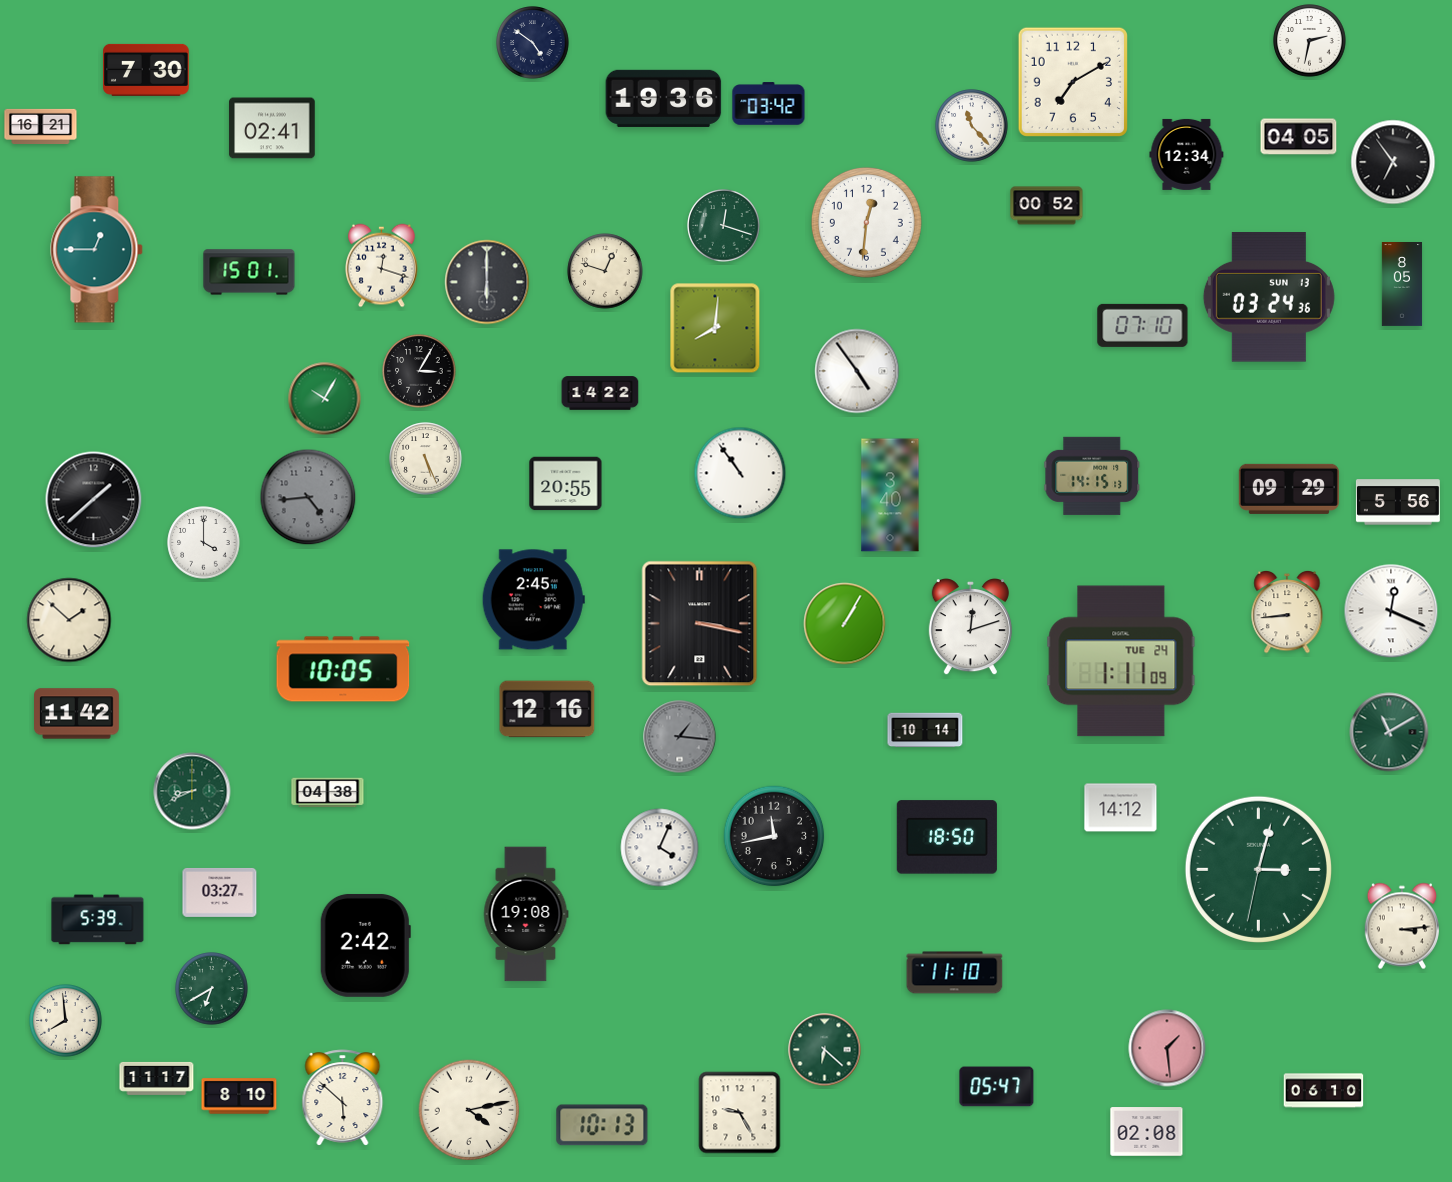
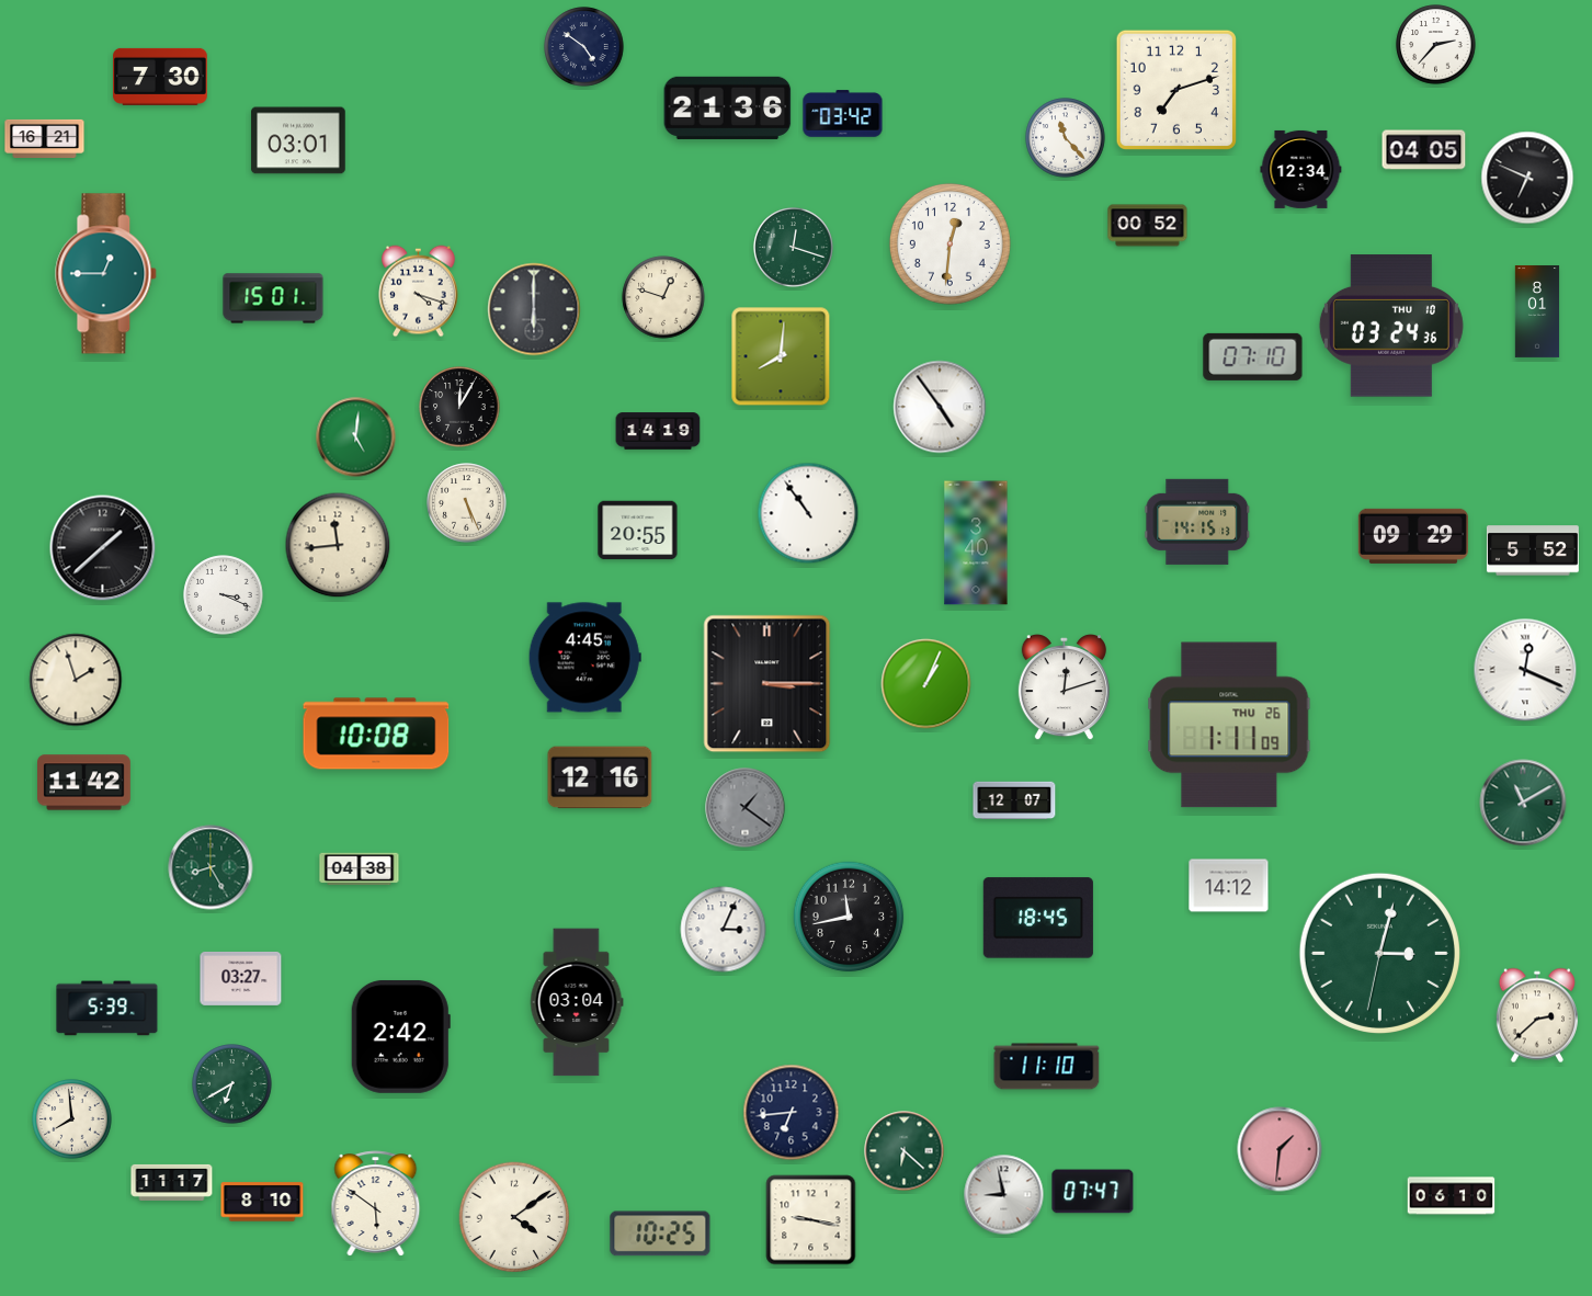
clock at (1310, 41): 2:32 -> 2:37
clock at (1073, 82): 7:10 -> 7:12
clock at (664, 98): 19:36 -> 21:36
clock at (272, 128): 02:41 -> 03:01
clock at (1393, 162): 6:54 -> 6:49
clock at (382, 266): 12:18 -> 4:18
clock at (1402, 285): 8:05 -> 8:01
clock at (1269, 297) date: SUN 13 -> THU 10
clock at (715, 328) position: (715, 328) -> (781, 356)
clock at (419, 371): 3:05 -> 12:05
clock at (600, 393): 14:22 -> 14:19
clock at (325, 399): 10:05 -> 5:01
clock at (740, 473) position: (740, 473) -> (808, 513)
clock at (566, 484) position: (566, 484) -> (638, 531)
clock at (308, 497): 4:44 -> 11:44
clock at (308, 497) dial: grey -> cream
clock at (1398, 502): 5:56 -> 5:52
clock at (204, 543): 4:00 -> 3:19
clock at (533, 600): 2:45 -> 4:45
clock at (1287, 612): 8:44 -> none
clock at (69, 620): 1:52 -> 1:57
clock at (700, 624): 3:17 -> 3:15
clock at (845, 624): 1:05 -> 1:04
clock at (1121, 661) date: TUE 24 -> THU 26
clock at (343, 669): 10:05 -> 10:08
clock at (925, 730): 10:14 -> 12:07
clock at (680, 737): 1:16 -> 1:21
clock at (192, 791): 8:41 -> 8:25
clock at (947, 837): 18:50 -> 18:45
clock at (660, 848): 4:04 -> 3:04
clock at (526, 914): 19:08 -> 03:04
clock at (1402, 926): 3:14 -> 2:38
clock at (792, 1113): none -> 6:44
clock at (1167, 1048): 1:29 -> 1:31
clock at (997, 1087): 05:47 -> 07:47
clock at (1004, 1195): none -> 8:58
clock at (343, 1098): 5:52 -> 5:51
clock at (469, 1110): 4:13 -> 4:09
clock at (740, 1113): 9:25 -> 9:17
clock at (602, 1125): 10:13 -> 10:25
clock at (1147, 1132): 02:08 -> none
